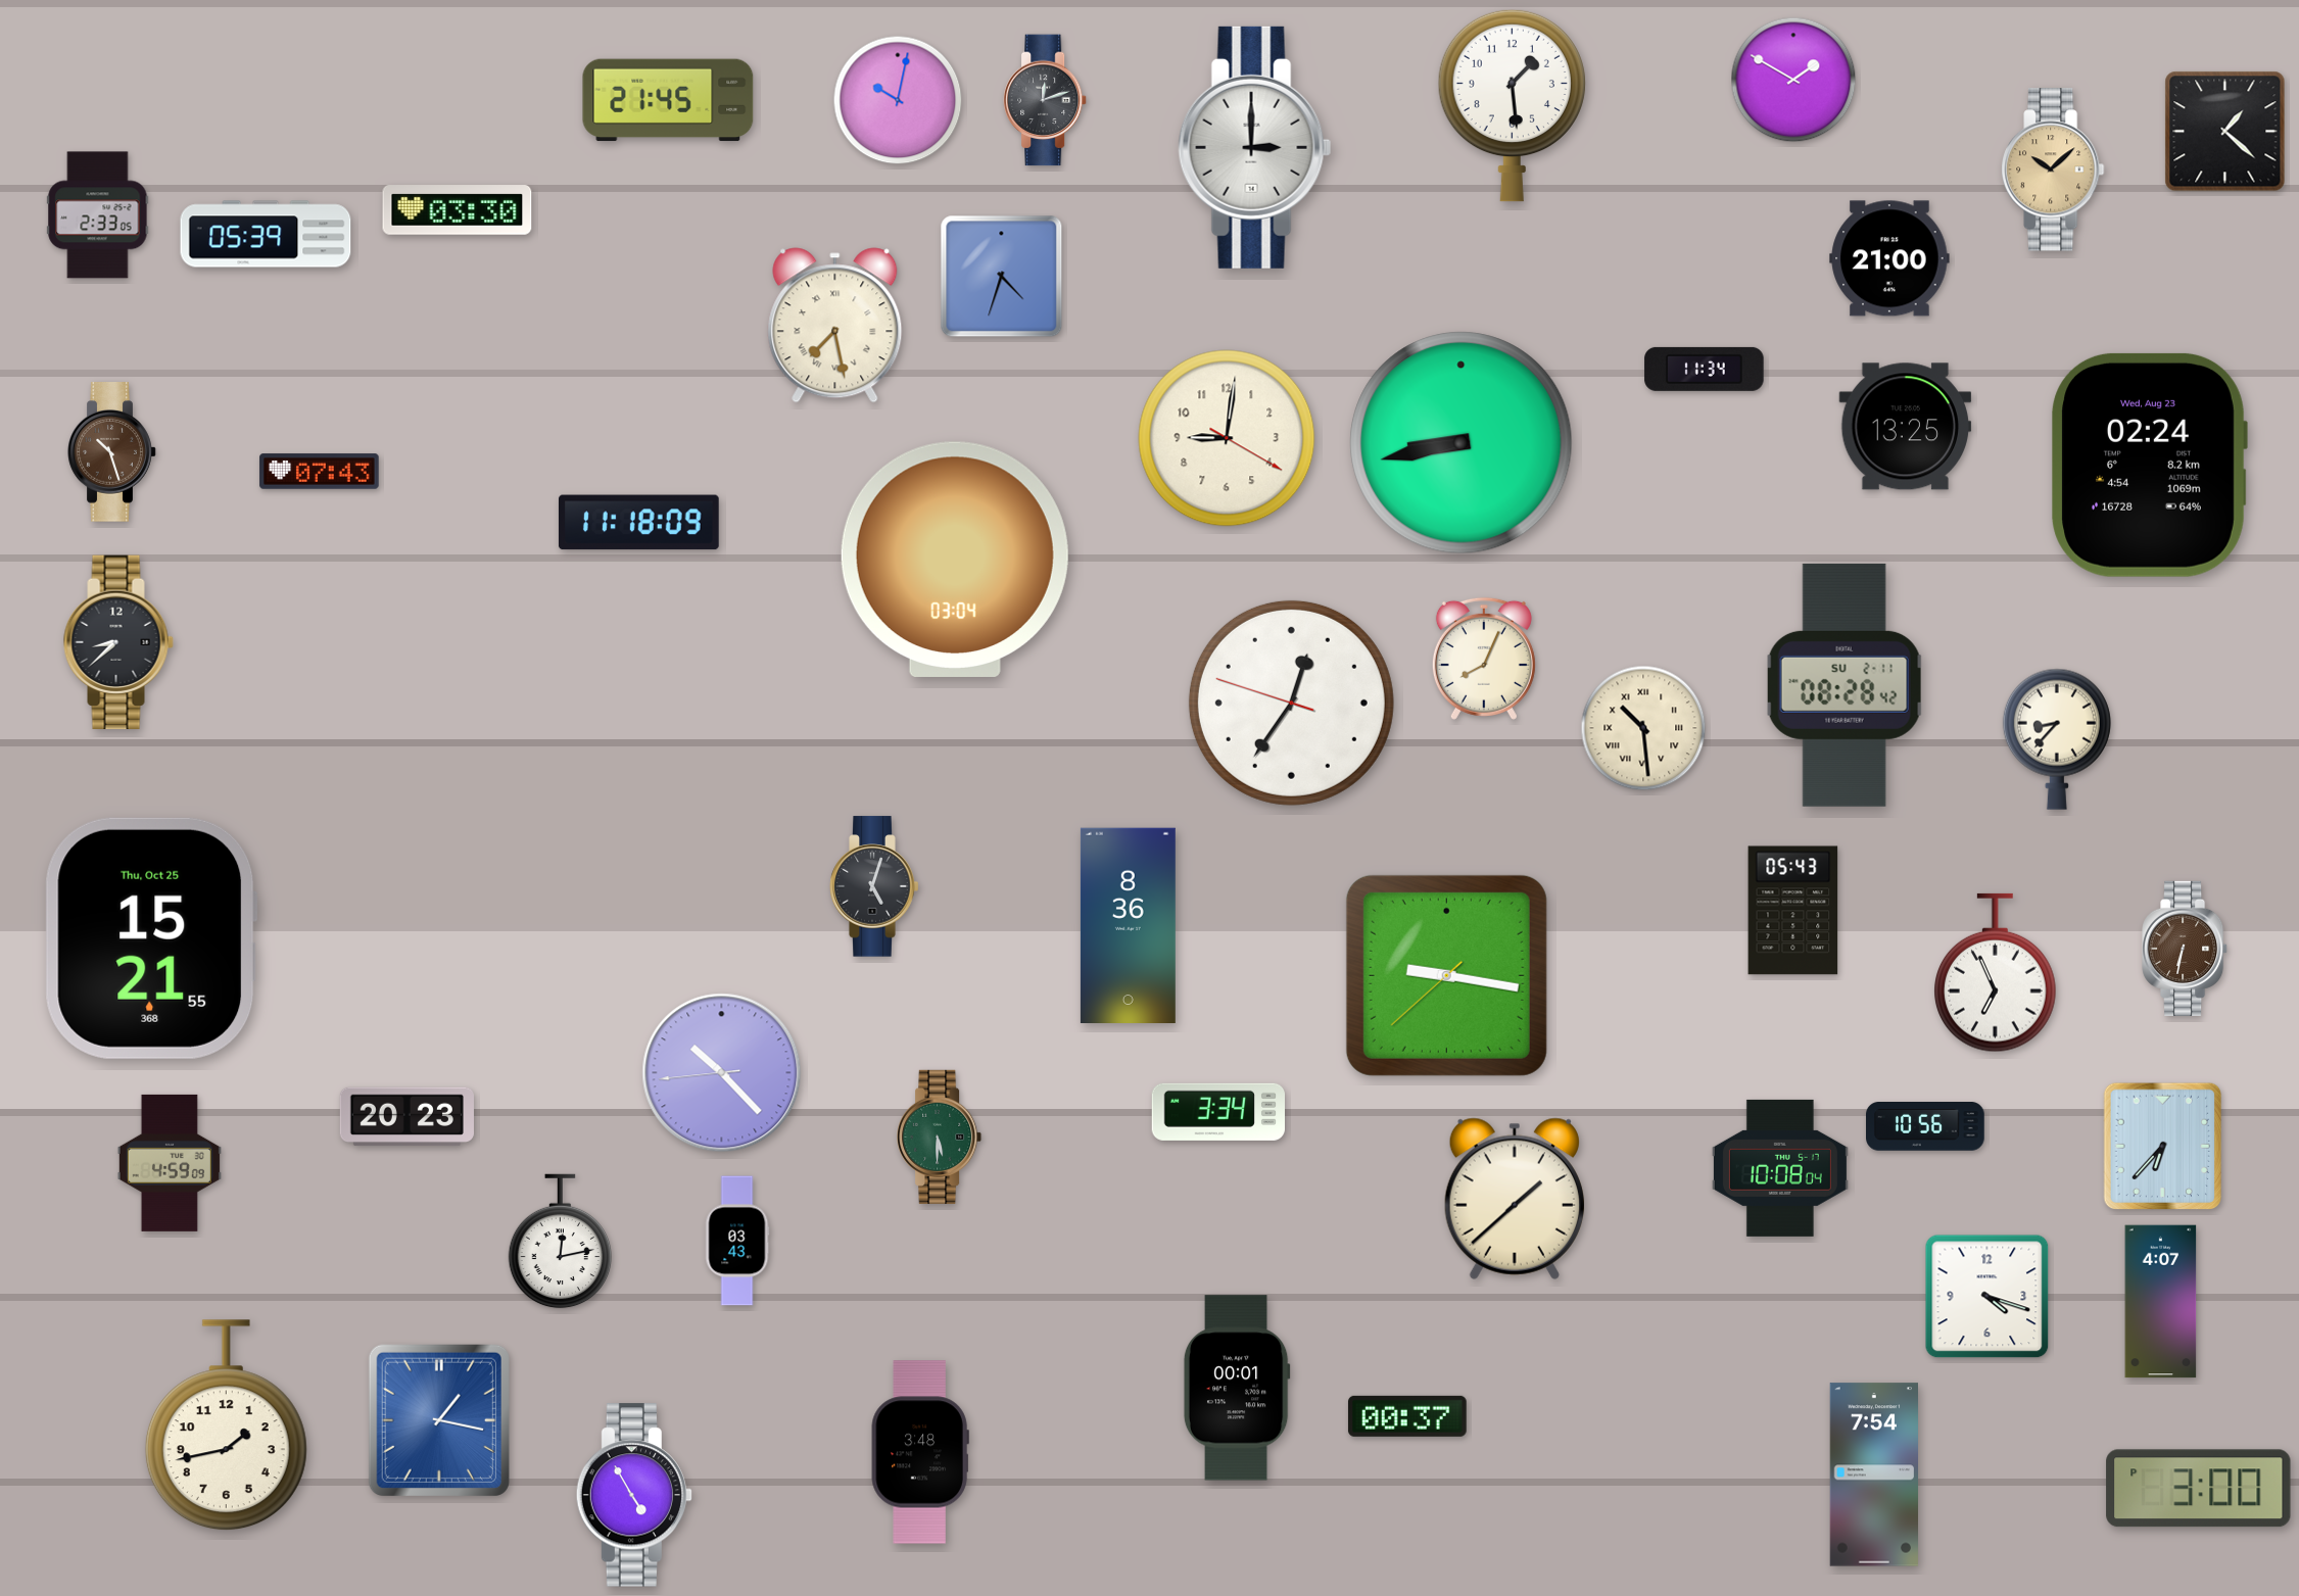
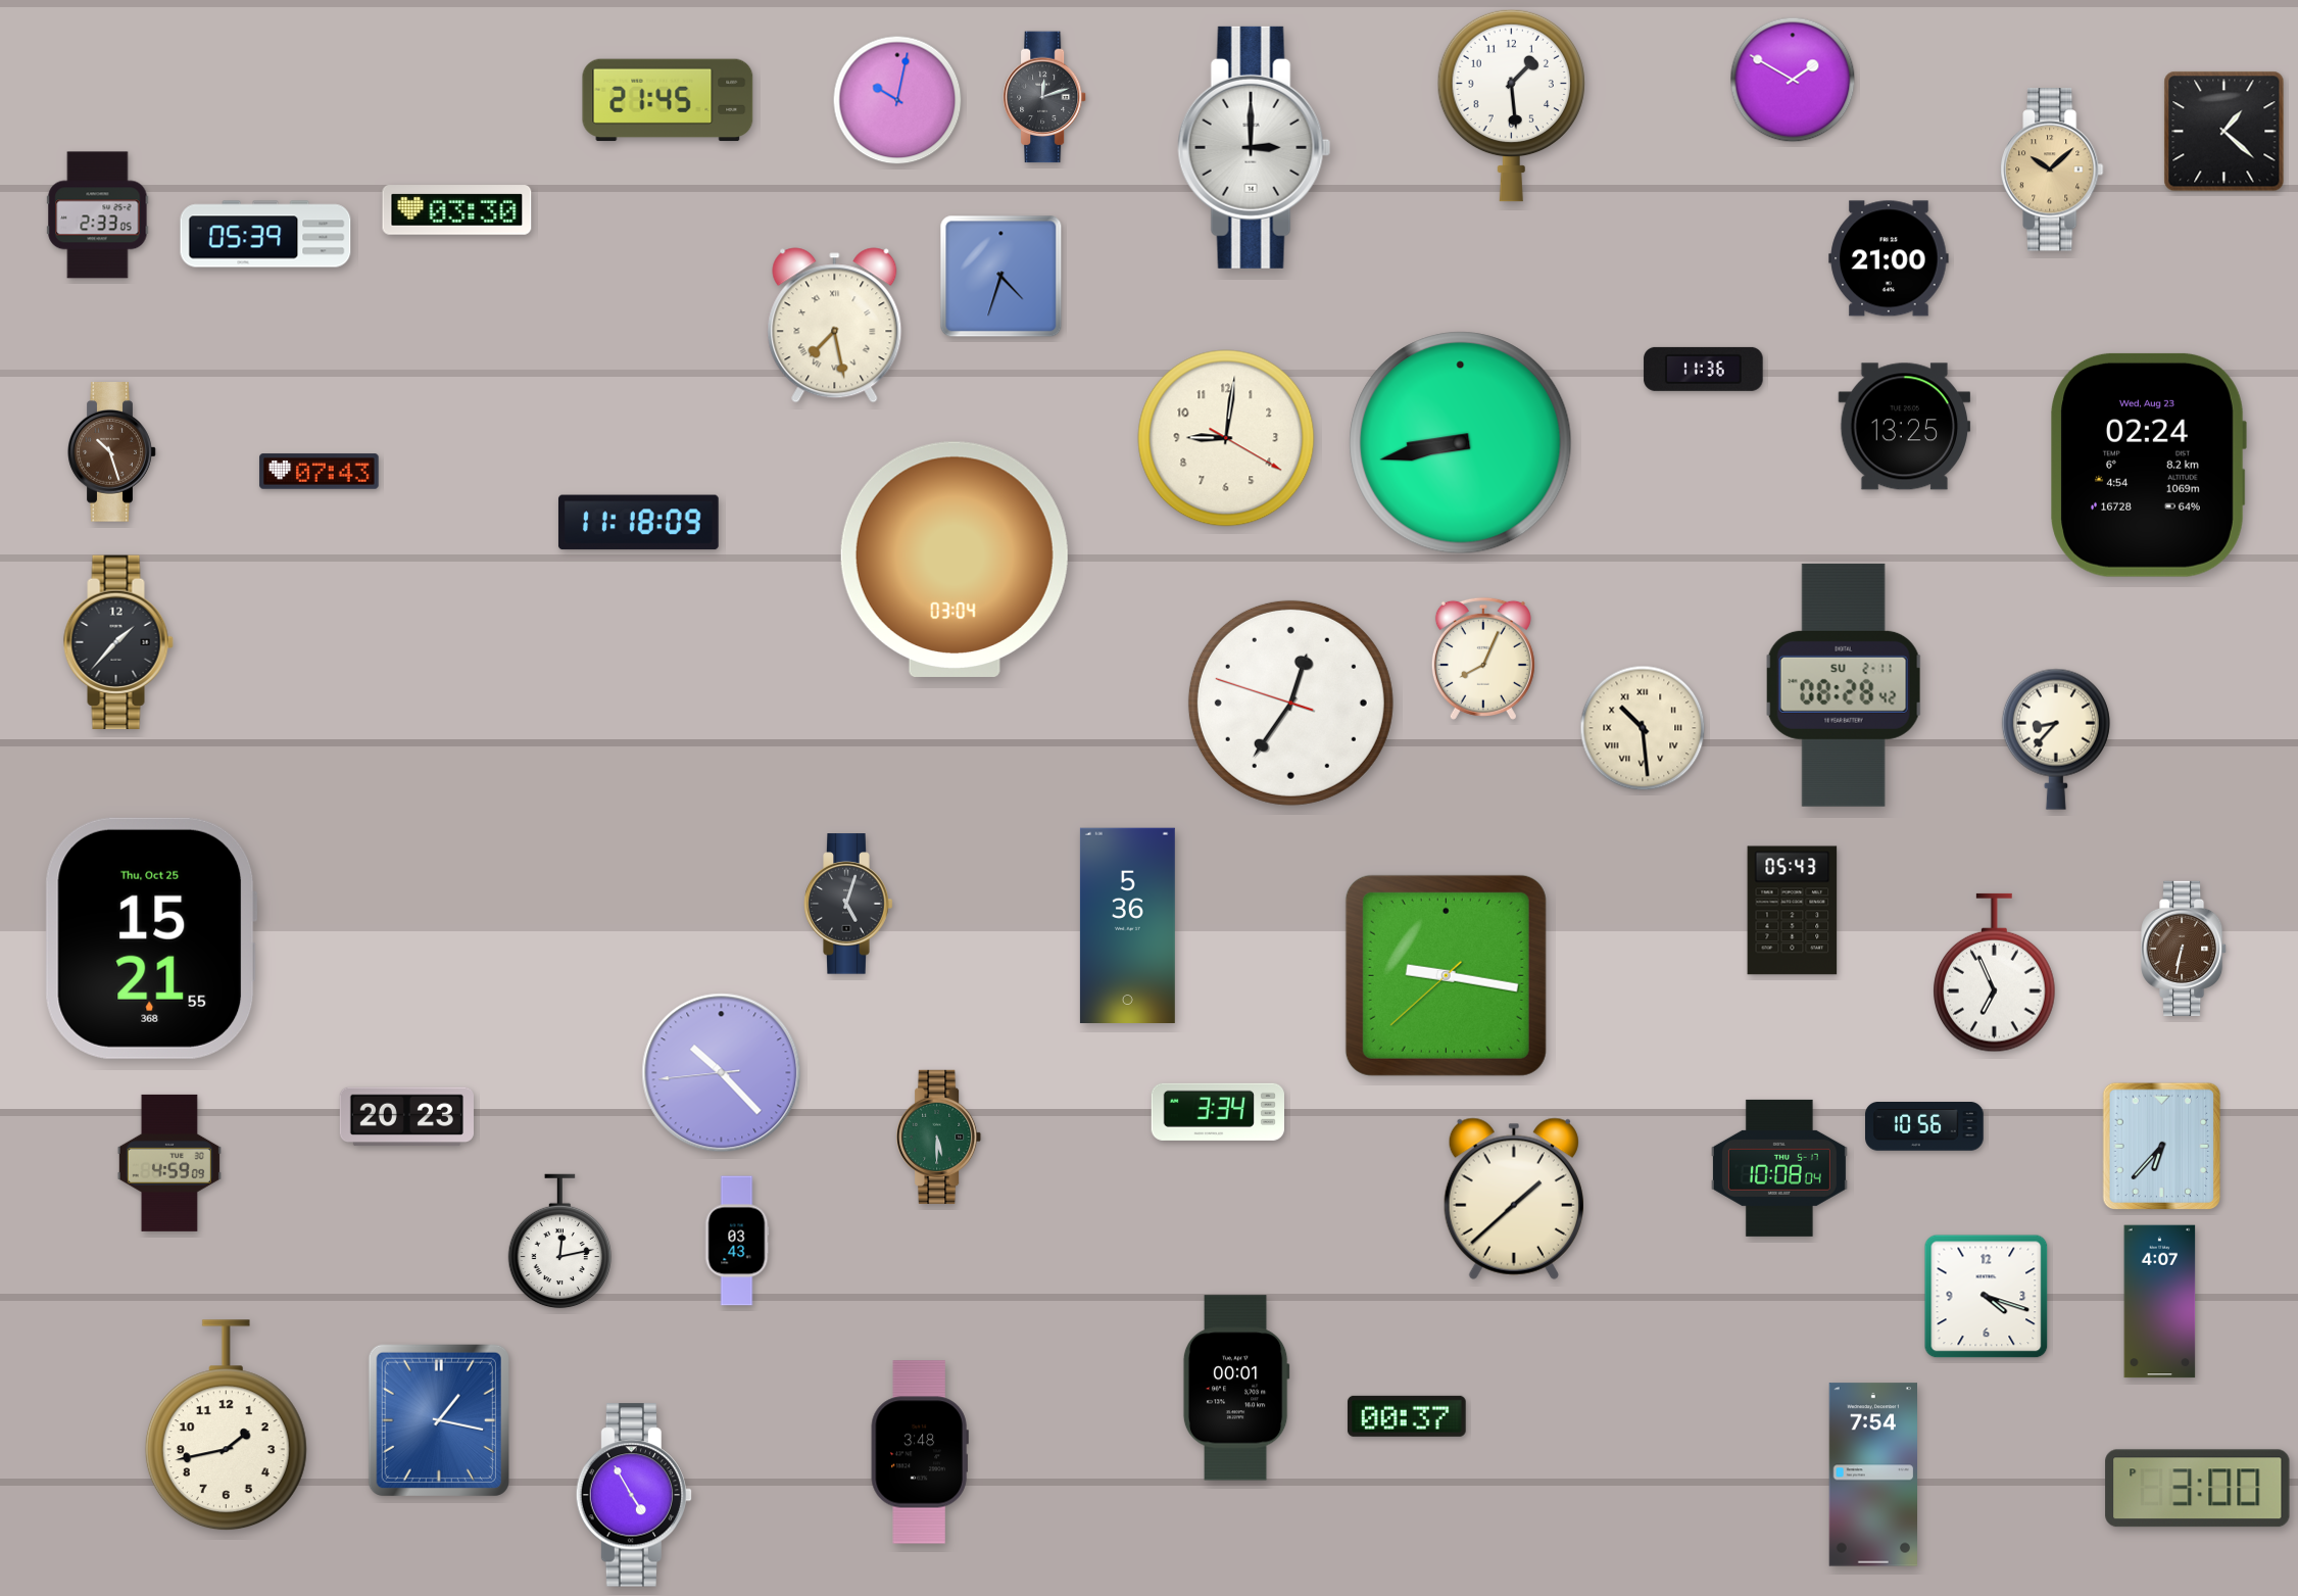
clock at (1045, 100) position: (1045, 100) -> (1044, 97)
clock at (1705, 369): 11:34 -> 11:36
clock at (118, 642): 8:38 -> 1:37
clock at (874, 886) position: (874, 886) -> (848, 904)
clock at (1128, 925): 8:36 -> 5:36
